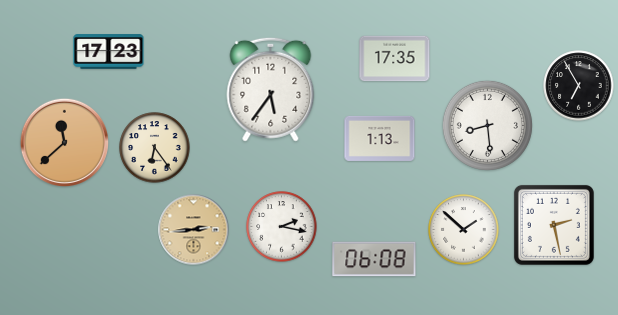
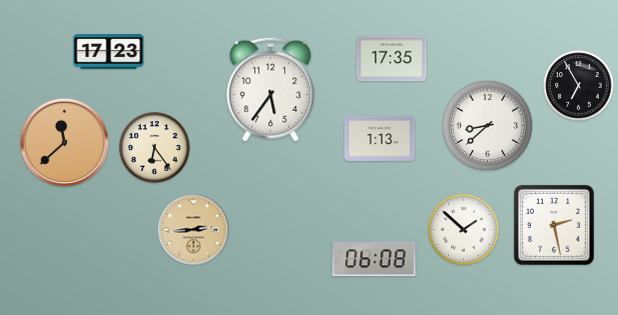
clock at (395, 59) position: (395, 59) -> (392, 59)
clock at (487, 125): 8:29 -> 8:38
clock at (282, 227): 2:17 -> none
